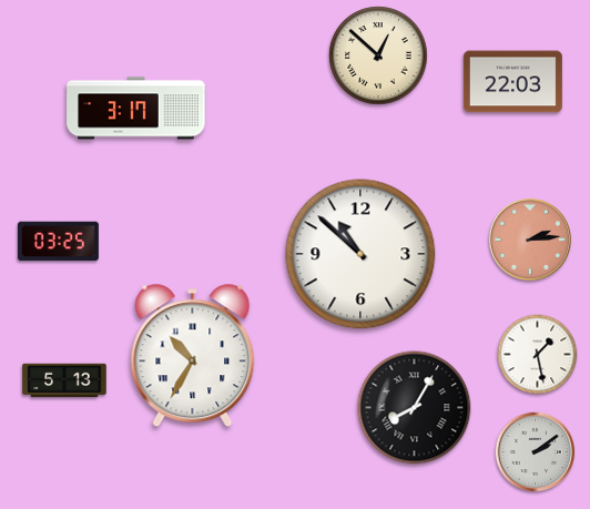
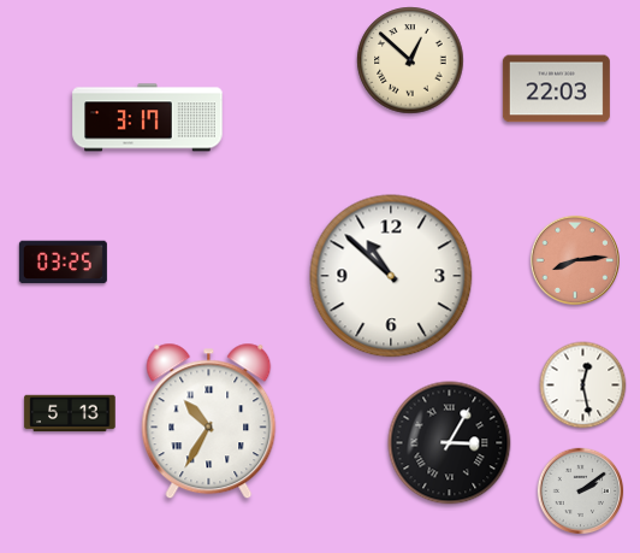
clock at (530, 240): 2:14 -> 8:14
clock at (538, 355): 1:28 -> 12:28
clock at (193, 356) position: (193, 356) -> (209, 422)
clock at (415, 408): 8:05 -> 3:05
